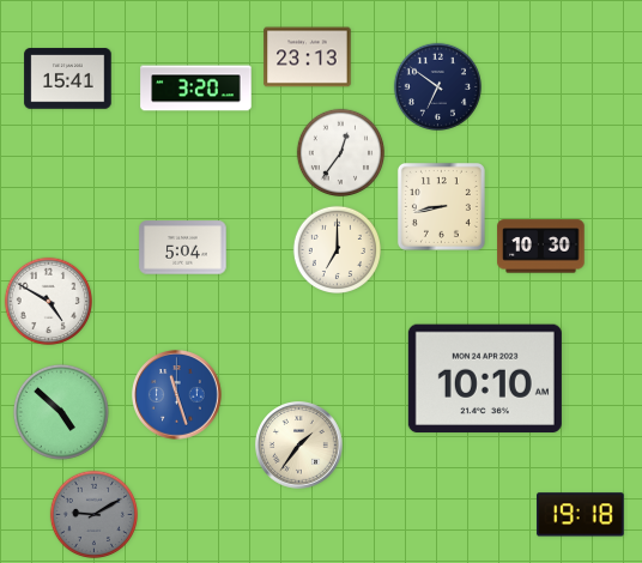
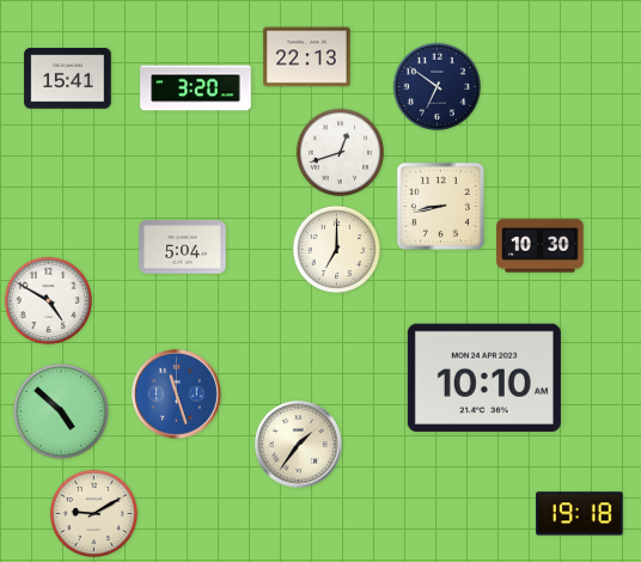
clock at (308, 57): 23:13 -> 22:13
clock at (340, 152): 12:36 -> 12:42
clock at (93, 514) dial: grey -> cream
